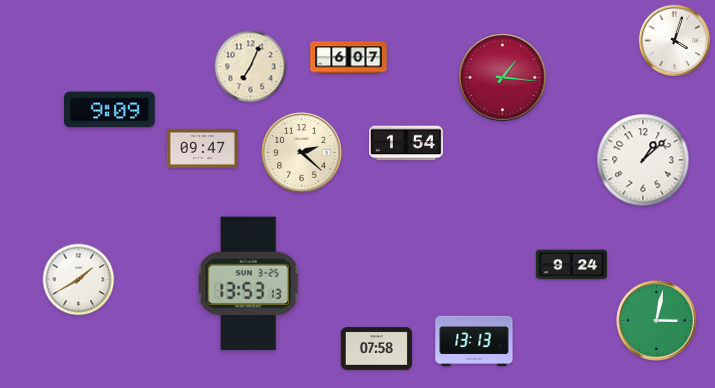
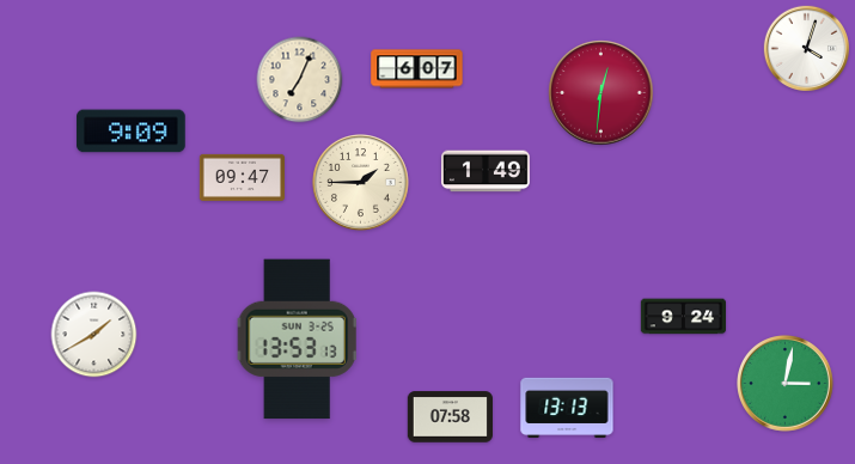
clock at (503, 78): 1:16 -> 12:31
clock at (407, 143): 1:54 -> 1:49
clock at (302, 153): 2:22 -> 1:45
clock at (643, 160): 1:08 -> none
